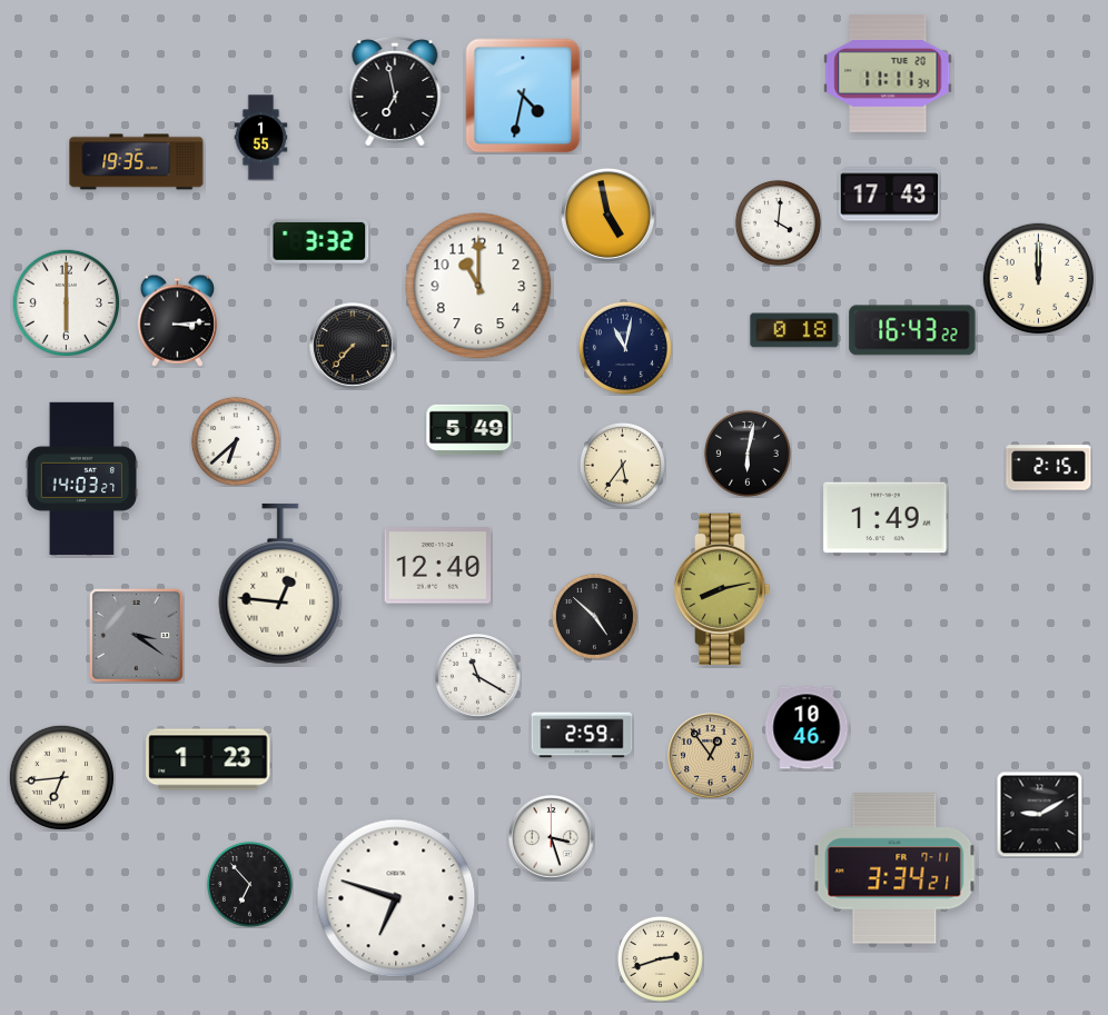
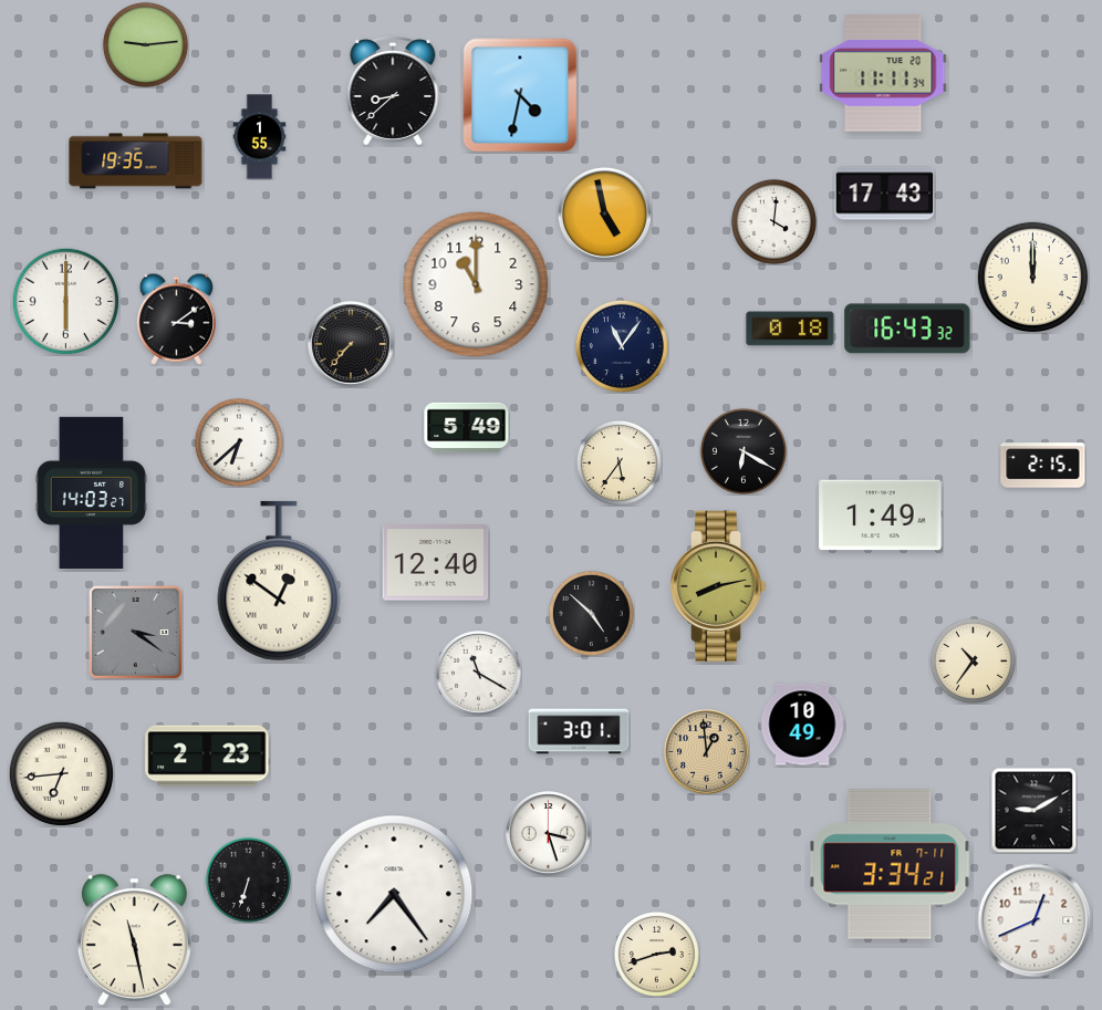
clock at (145, 44): none -> 9:14
clock at (395, 91): 6:58 -> 8:38
clock at (319, 241): 3:32 -> none
clock at (177, 320): 3:14 -> 3:09
clock at (912, 330): 16:43:22 -> 16:43:32
clock at (625, 348): 11:02 -> 11:06
clock at (236, 441) position: (236, 441) -> (239, 442)
clock at (748, 454): 6:02 -> 6:20
clock at (82, 478) position: (82, 478) -> (92, 492)
clock at (280, 584): 12:46 -> 12:51
clock at (973, 660): none -> 10:36
clock at (478, 677) position: (478, 677) -> (479, 674)
clock at (807, 728): 10:46 -> 10:49
clock at (582, 735): 2:59 -> 3:01
clock at (711, 756): 12:54 -> 12:59
clock at (208, 759): 1:23 -> 2:23
clock at (249, 884): 6:53 -> 6:33
clock at (396, 898): 6:48 -> 7:24
clock at (1035, 920): none -> 12:41
clock at (134, 940): none -> 11:28
